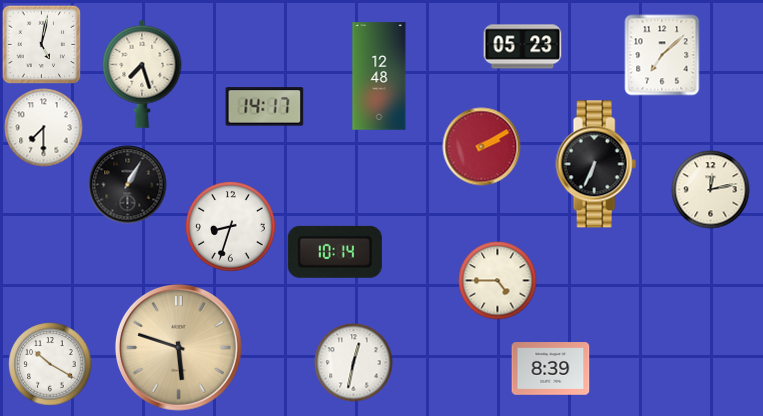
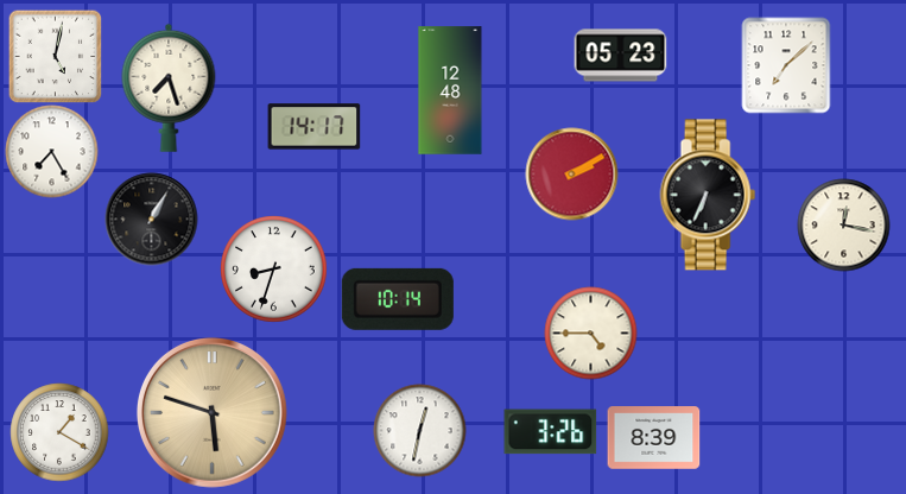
clock at (41, 44) position: (41, 44) -> (55, 56)
clock at (43, 127): 7:30 -> 7:25
clock at (710, 189): 12:13 -> 12:17
clock at (50, 364): 10:20 -> 1:20
clock at (550, 432): none -> 3:26
